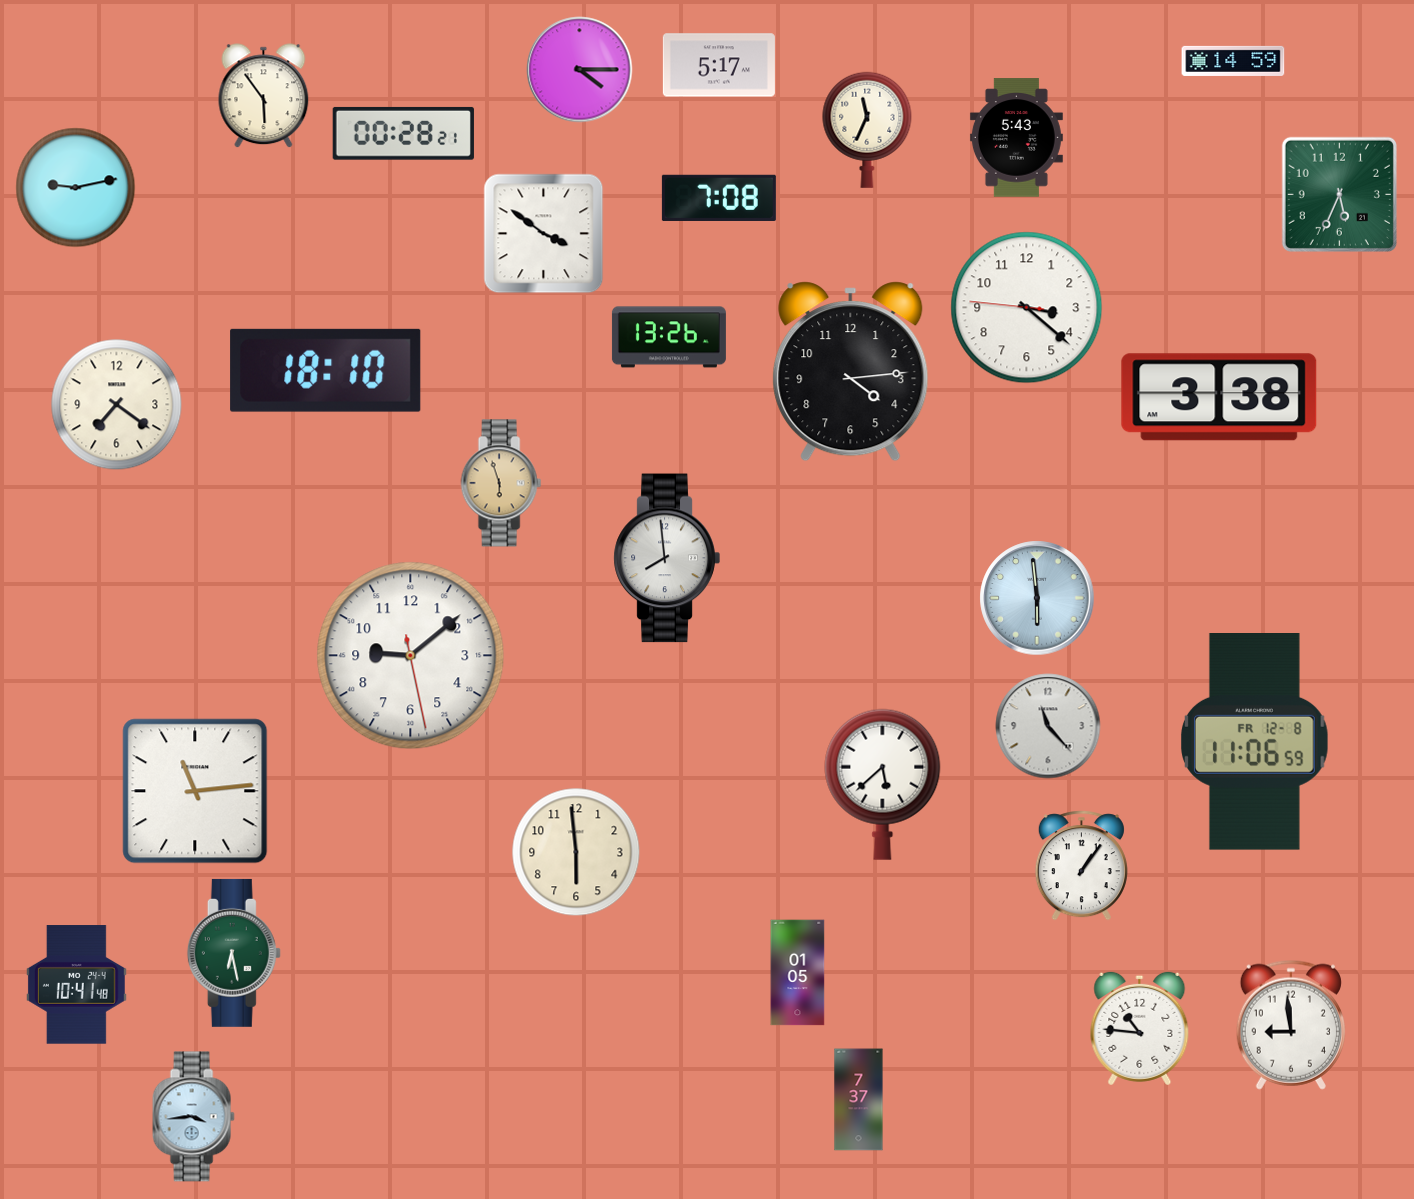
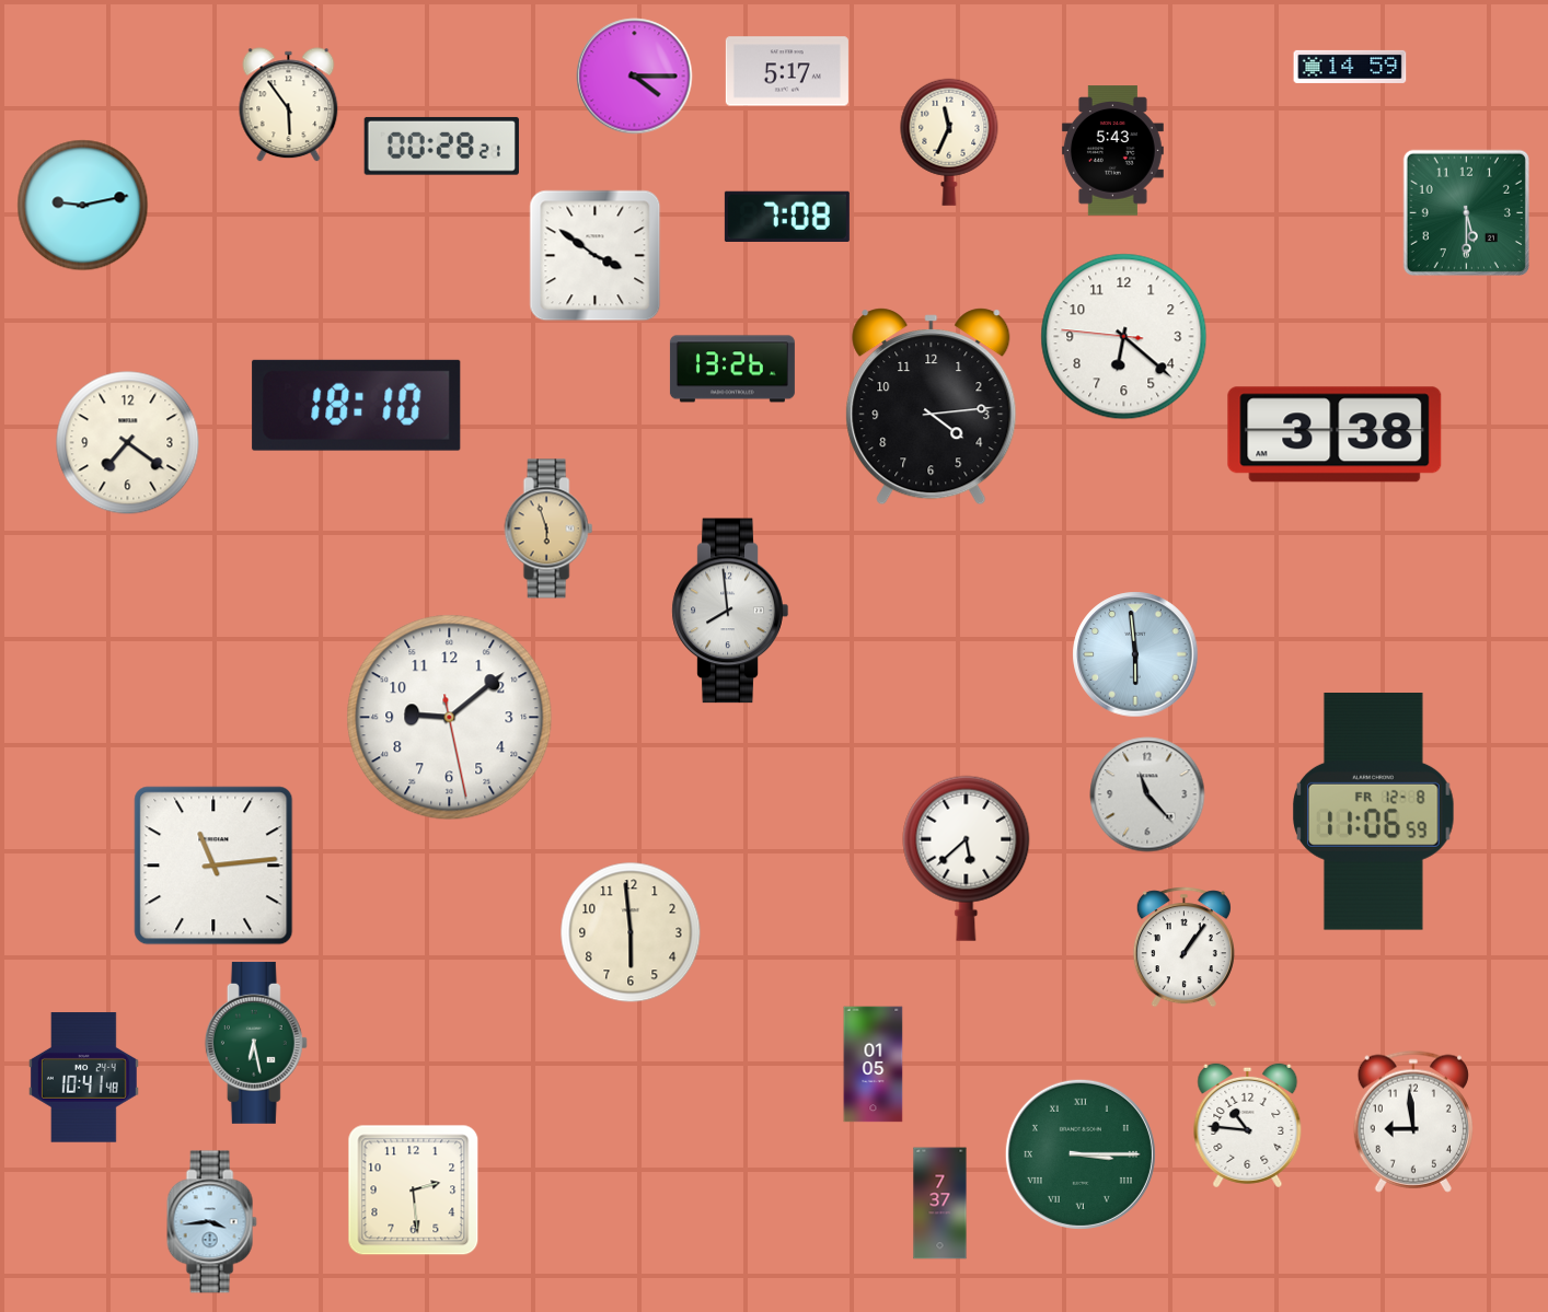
clock at (1339, 194): 5:34 -> 5:30
clock at (1027, 308): 3:21 -> 6:21
clock at (1081, 1154): none -> 3:15
clock at (414, 1191): none -> 2:29
